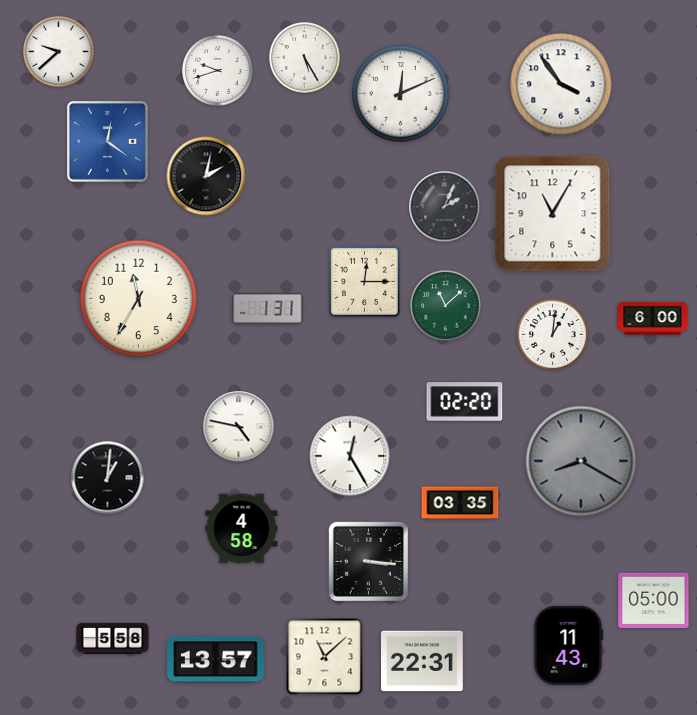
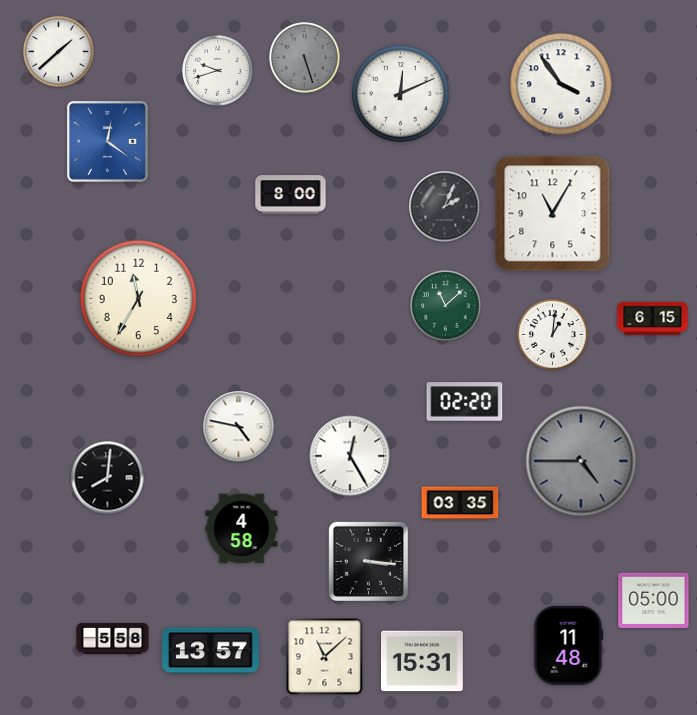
clock at (59, 52): 9:38 -> 1:38
clock at (305, 58): 5:25 -> 5:27
clock at (305, 58) dial: white -> grey
clock at (206, 176): 2:02 -> none
clock at (291, 195): none -> 8:00
clock at (364, 281): 12:15 -> none
clock at (268, 308): 1:31 -> none
clock at (653, 318): 6:00 -> 6:15
clock at (581, 461): 8:20 -> 4:45
clock at (108, 478): 1:01 -> 8:01
clock at (569, 645): 11:43 -> 11:48
clock at (216, 660) position: (216, 660) -> (211, 651)
clock at (423, 661): 22:31 -> 15:31
